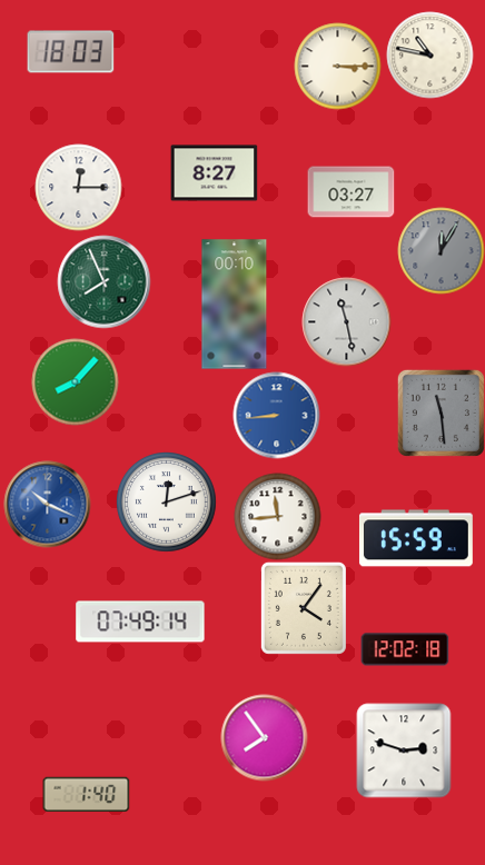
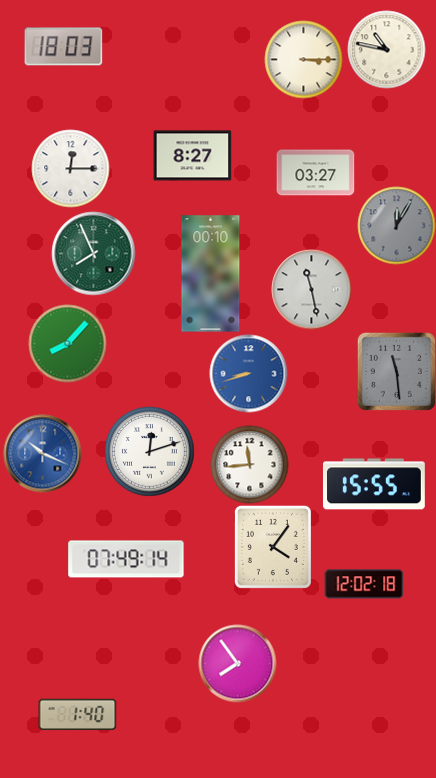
clock at (276, 415): 8:44 -> 8:42
clock at (416, 538): 15:59 -> 15:55
clock at (404, 750): 2:48 -> none
